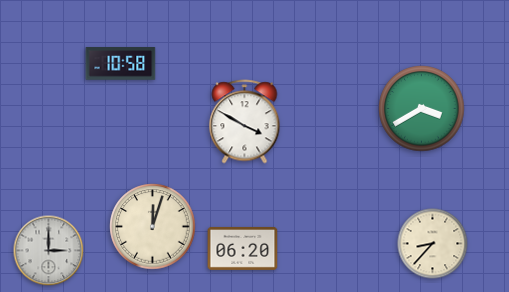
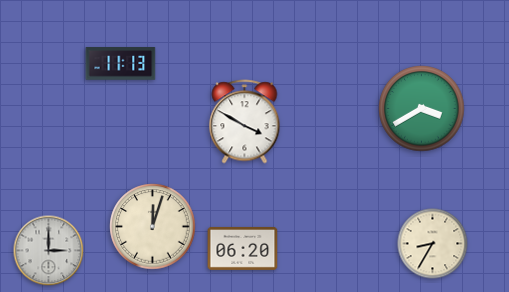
clock at (121, 64): 10:58 -> 11:13
clock at (433, 244): 8:37 -> 8:35
